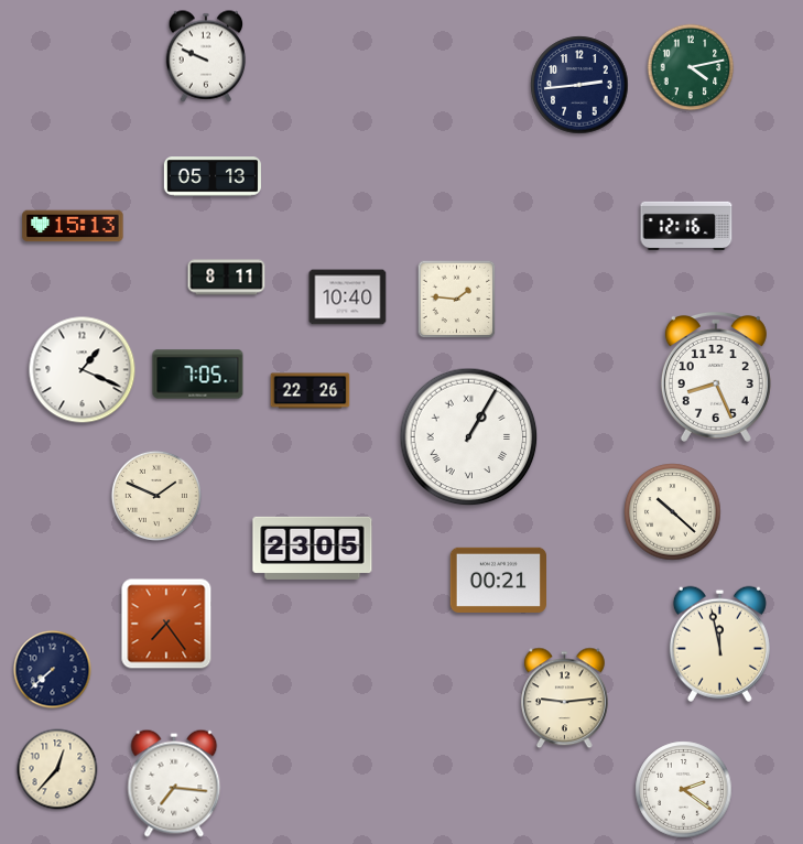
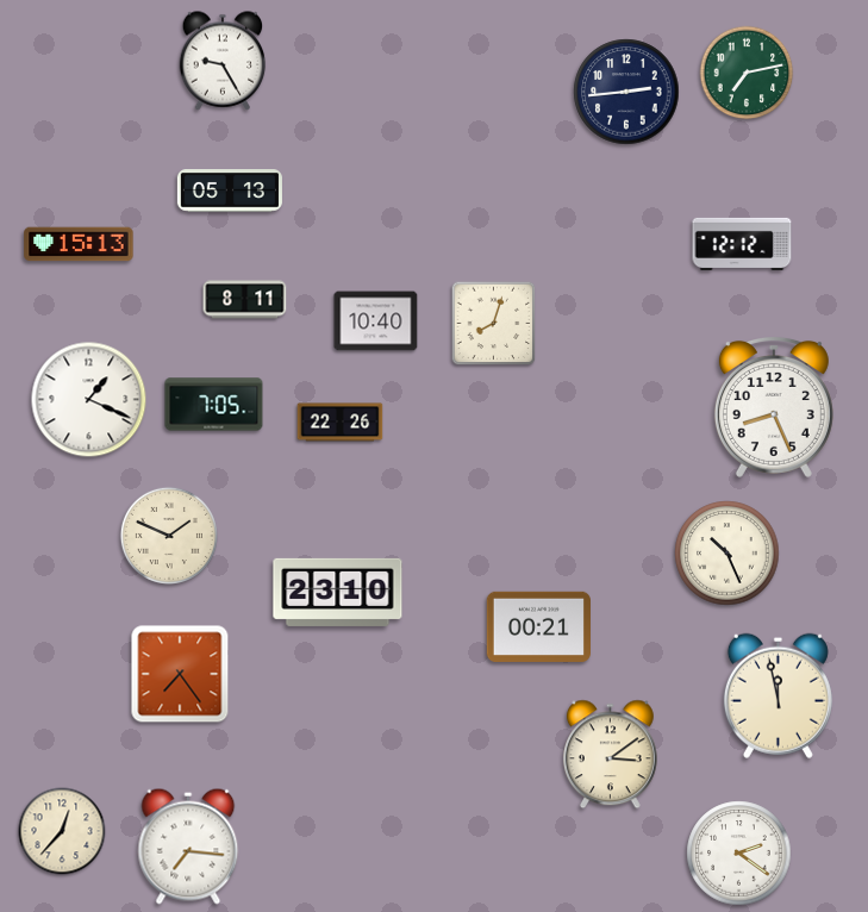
clock at (206, 56): 9:49 -> 9:25
clock at (691, 67): 4:13 -> 7:13
clock at (686, 226): 12:16 -> 12:12
clock at (457, 300): 1:46 -> 8:03
clock at (311, 391) position: (311, 391) -> (341, 423)
clock at (469, 437): 1:05 -> none
clock at (673, 512): 10:22 -> 10:26
clock at (313, 548): 23:05 -> 23:10
clock at (53, 670): 7:38 -> none
clock at (564, 699): 9:14 -> 3:09
